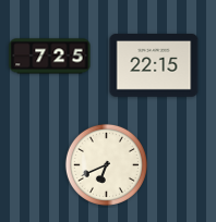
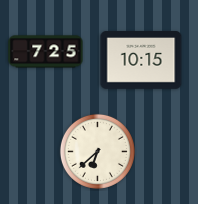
clock at (154, 66): 22:15 -> 10:15
clock at (106, 164): 6:41 -> 6:38
